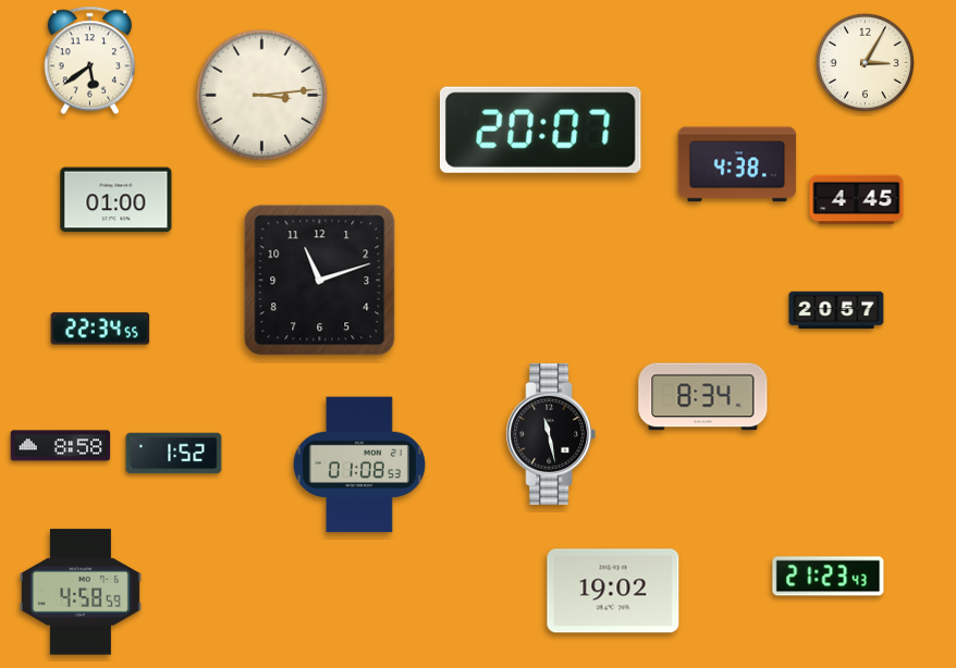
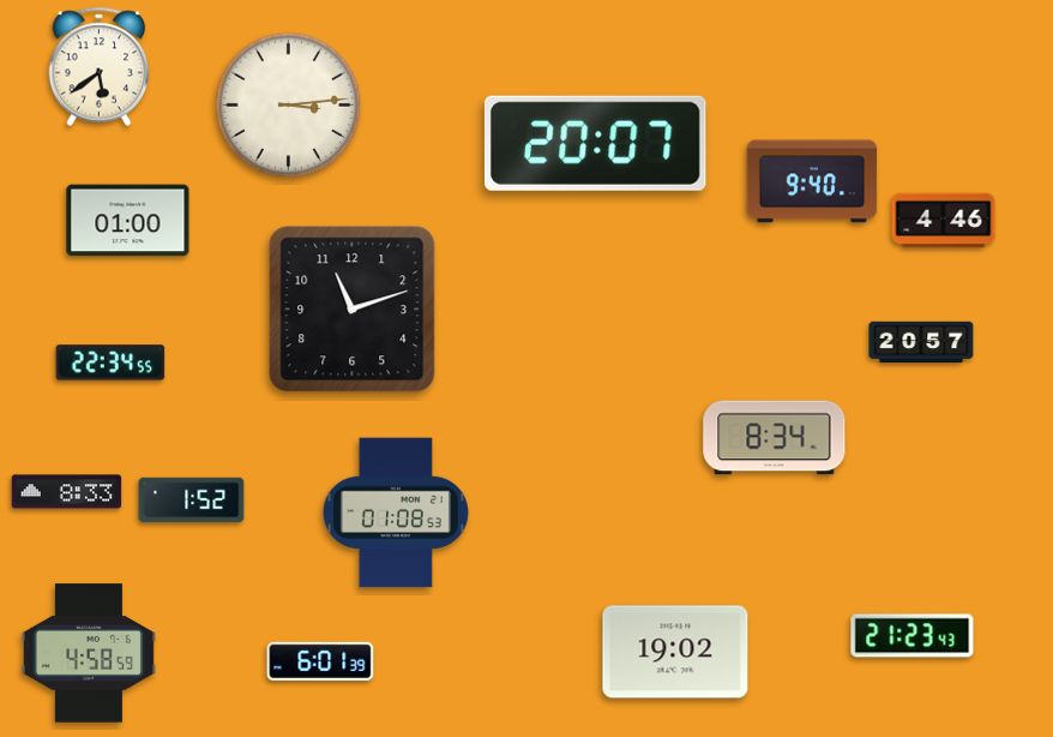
clock at (865, 62): 3:05 -> none
clock at (737, 164): 4:38 -> 9:40
clock at (857, 200): 4:45 -> 4:46
clock at (551, 434): 11:28 -> none
clock at (61, 446): 8:58 -> 8:33
clock at (320, 661): none -> 6:01
